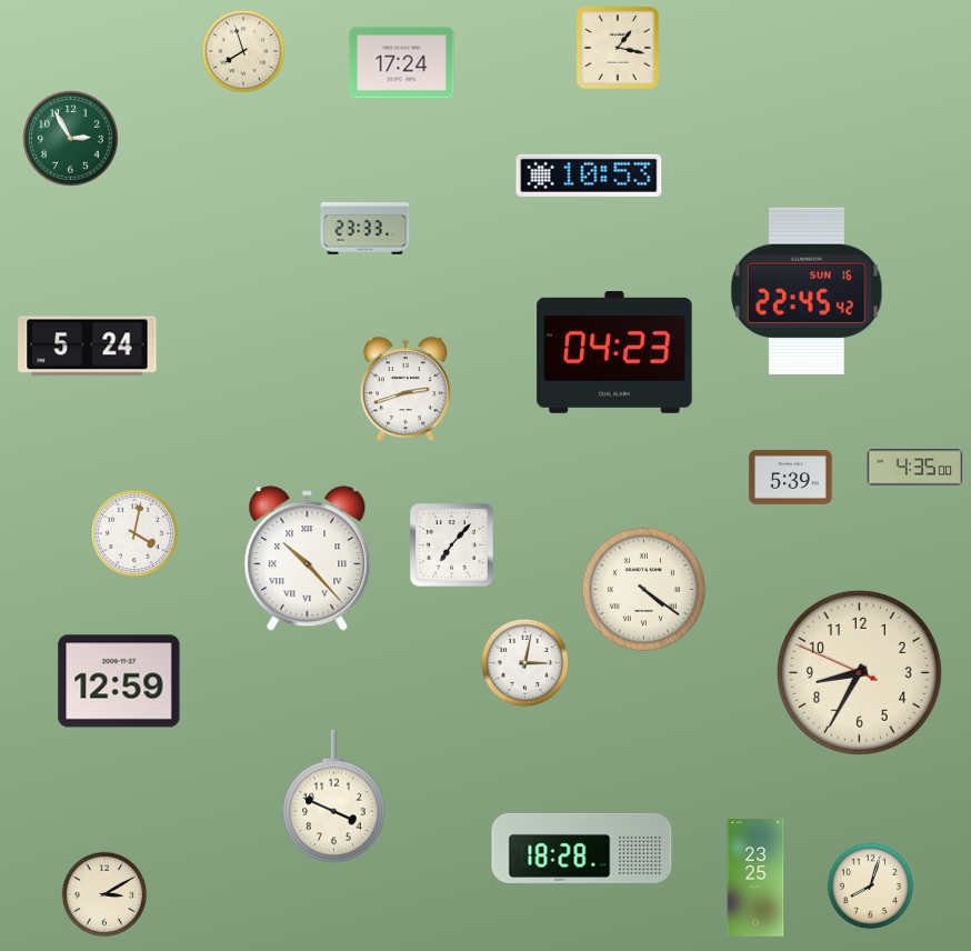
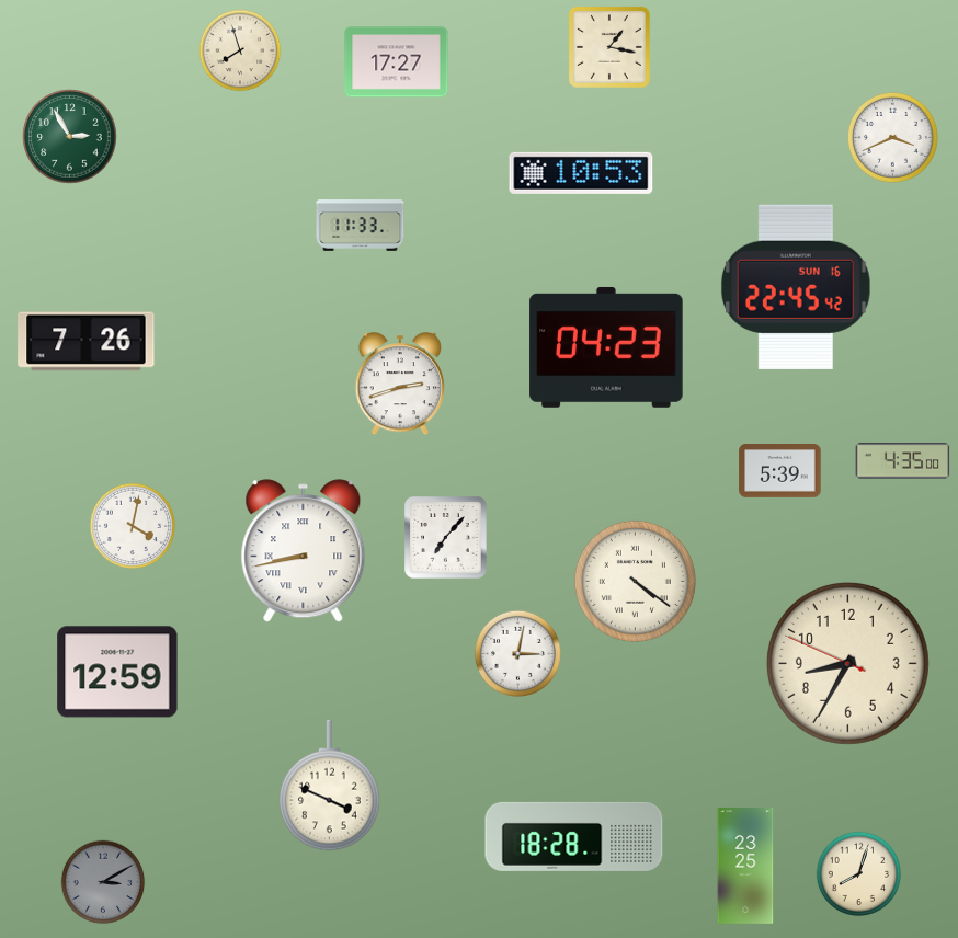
clock at (402, 63): 17:24 -> 17:27
clock at (892, 137): none -> 3:41
clock at (366, 229): 23:33 -> 11:33
clock at (88, 347): 5:24 -> 7:26
clock at (308, 559): 10:23 -> 8:43
clock at (104, 894) dial: cream -> grey
